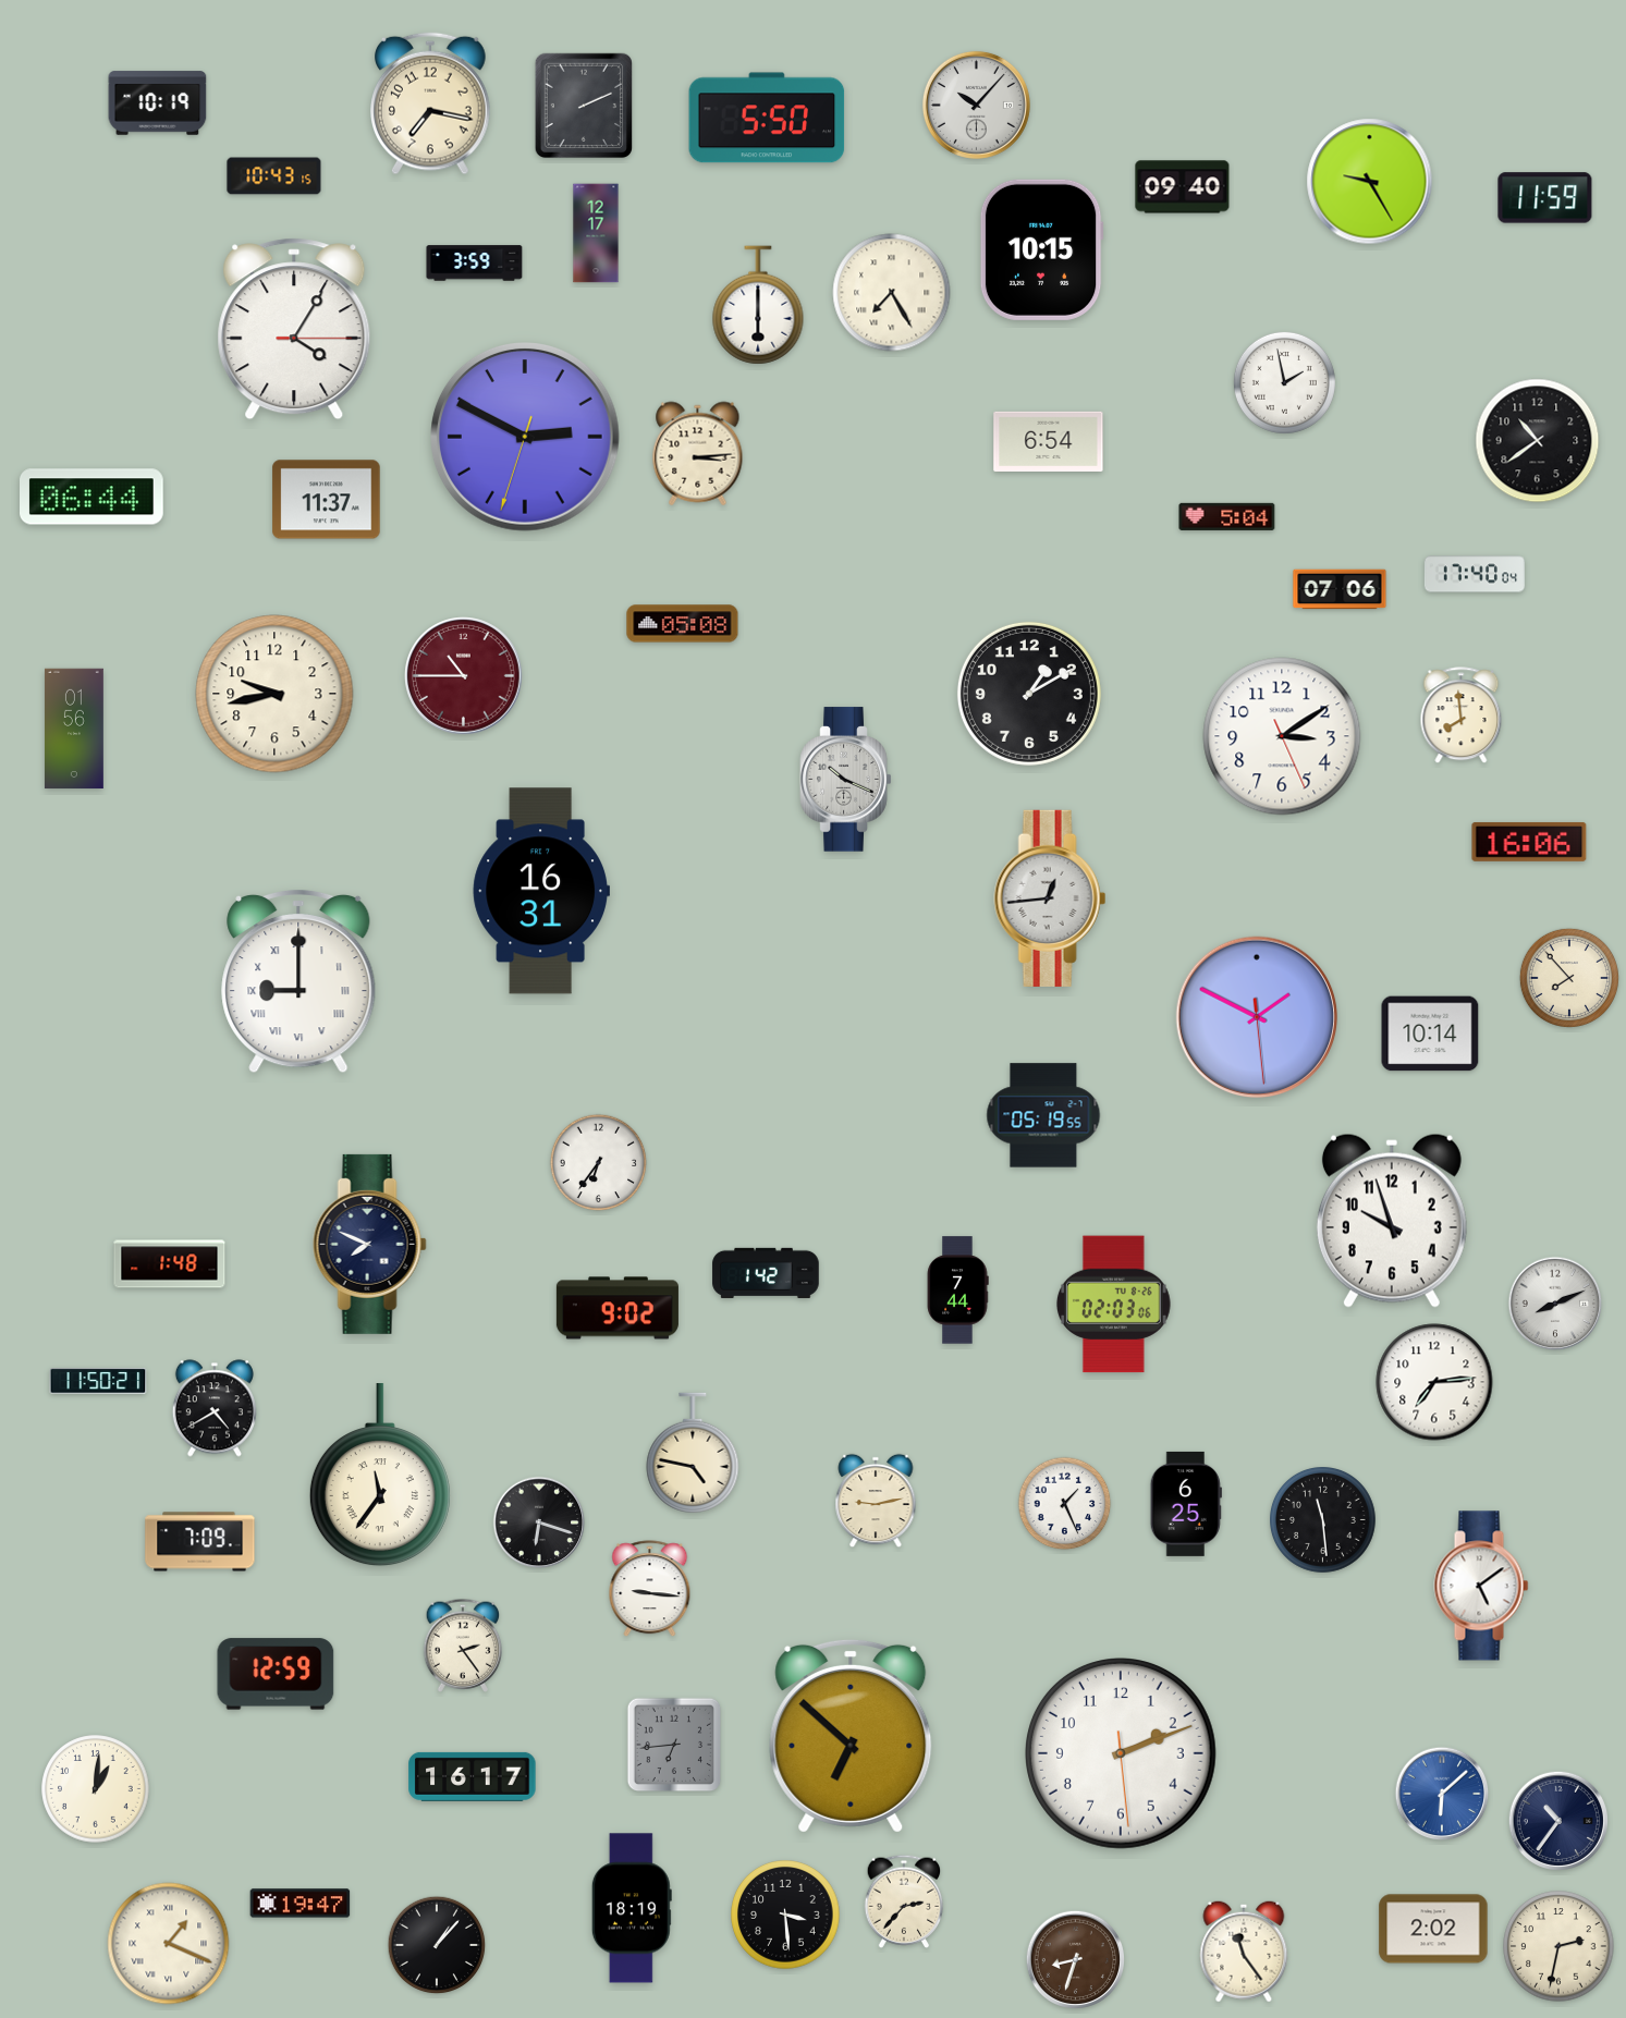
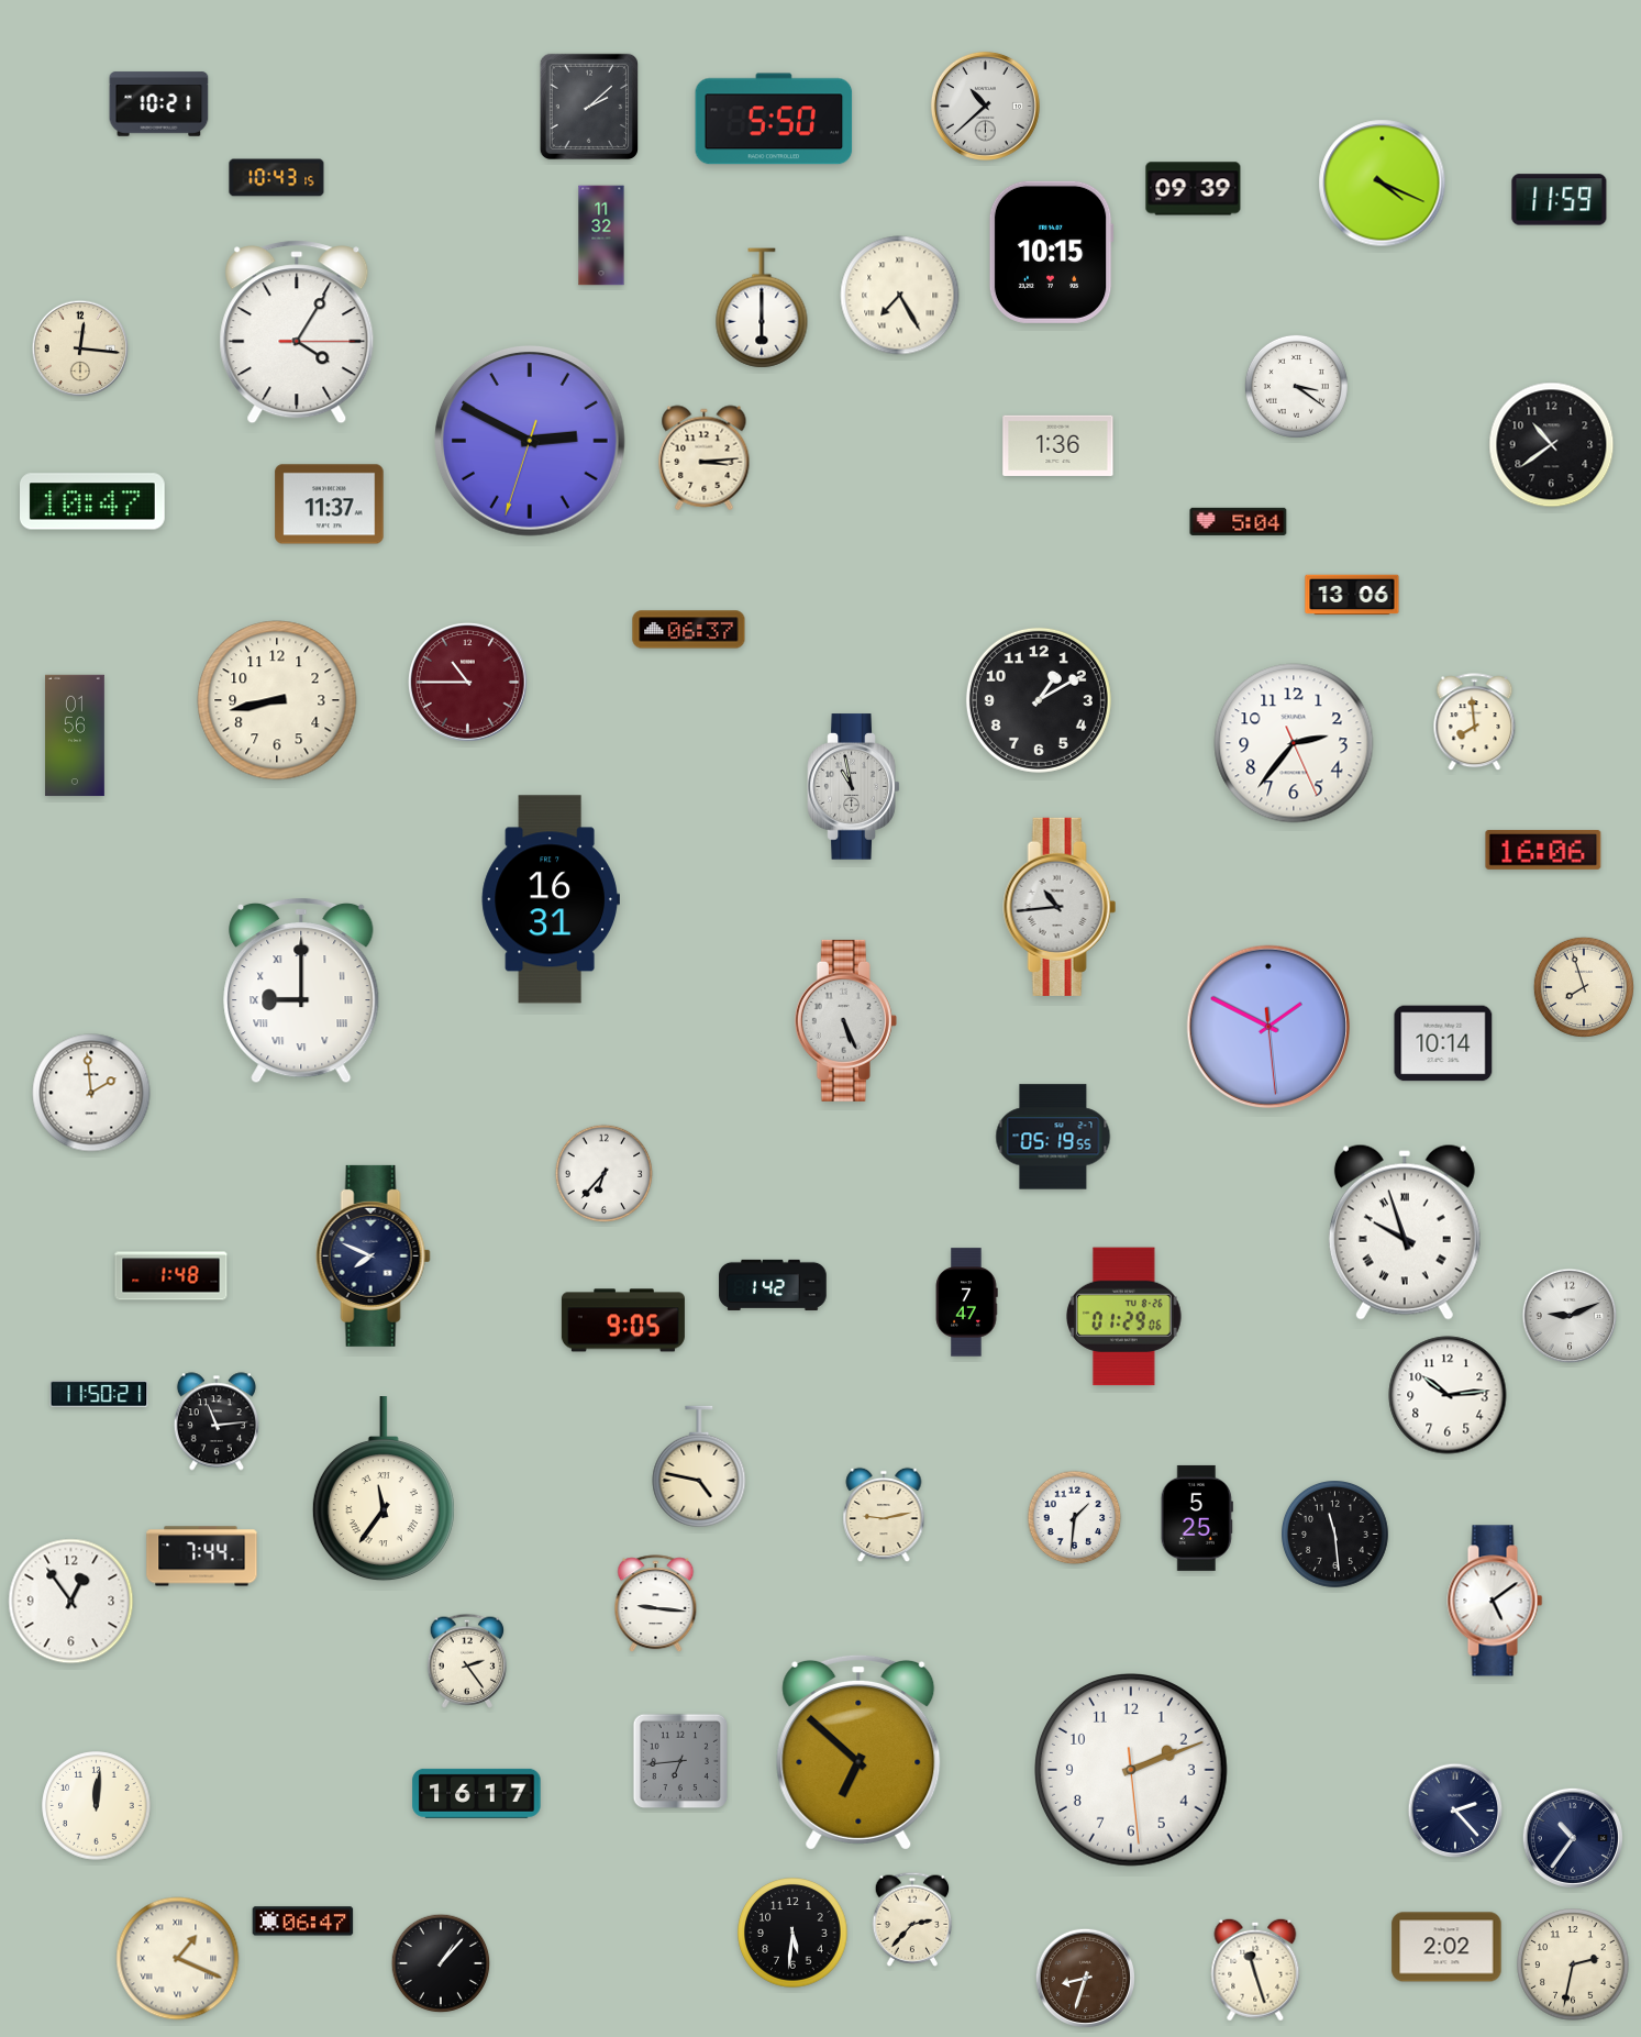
clock at (158, 103): 10:19 -> 10:21
clock at (431, 103): 7:17 -> none
clock at (976, 105): 10:07 -> 10:38
clock at (583, 106): 2:11 -> 2:08
clock at (1370, 182): 9:25 -> 4:19
clock at (1183, 187): 09:40 -> 09:39
clock at (596, 233): 12:17 -> 11:32
clock at (475, 264): 3:59 -> none
clock at (758, 305) position: (758, 305) -> (762, 308)
clock at (80, 348): none -> 12:16
clock at (1284, 382): 1:58 -> 3:21
clock at (1049, 441): 6:54 -> 1:36
clock at (93, 497): 06:44 -> 10:47
clock at (1475, 574): 17:40 -> none
clock at (1340, 589): 07:06 -> 13:06
clock at (683, 624): 05:08 -> 06:37
clock at (274, 694): 9:43 -> 8:43
clock at (1282, 736): 3:09 -> 2:36
clock at (846, 780): 10:19 -> 10:58
clock at (541, 891) position: (541, 891) -> (551, 899)
clock at (1050, 898): 12:44 -> 10:44
clock at (1569, 978): 7:53 -> 7:57
clock at (845, 1020): none -> 5:26
clock at (91, 1093): none -> 1:59
clock at (1043, 1115) position: (1043, 1115) -> (1053, 1137)
clock at (599, 1163): 6:36 -> 6:37
clock at (1392, 1221) numerals: Arabic -> Roman
clock at (957, 1291): 7:44 -> 7:47
clock at (1555, 1304): 8:11 -> 9:11
clock at (1114, 1305): 02:03 -> 01:29
clock at (618, 1308): 9:02 -> 9:05
clock at (1434, 1382): 7:14 -> 10:14
clock at (215, 1408): 4:40 -> 11:14
clock at (1065, 1504): 1:26 -> 1:31
clock at (1186, 1504): 6:25 -> 5:25
clock at (539, 1522): 6:18 -> none
clock at (200, 1542): 7:09 -> 7:44
clock at (71, 1602): none -> 12:54
clock at (276, 1674): 12:59 -> none
clock at (96, 1789): 1:01 -> 12:01
clock at (1442, 1794): 6:08 -> 2:23
clock at (1442, 1794) dial: blue -> navy
clock at (301, 1904): 19:47 -> 06:47
clock at (632, 1908): 18:19 -> none
clock at (785, 1915): 3:29 -> 5:31
clock at (169, 1944) position: (169, 1944) -> (178, 1959)
clock at (1244, 1952): 11:24 -> 11:27
